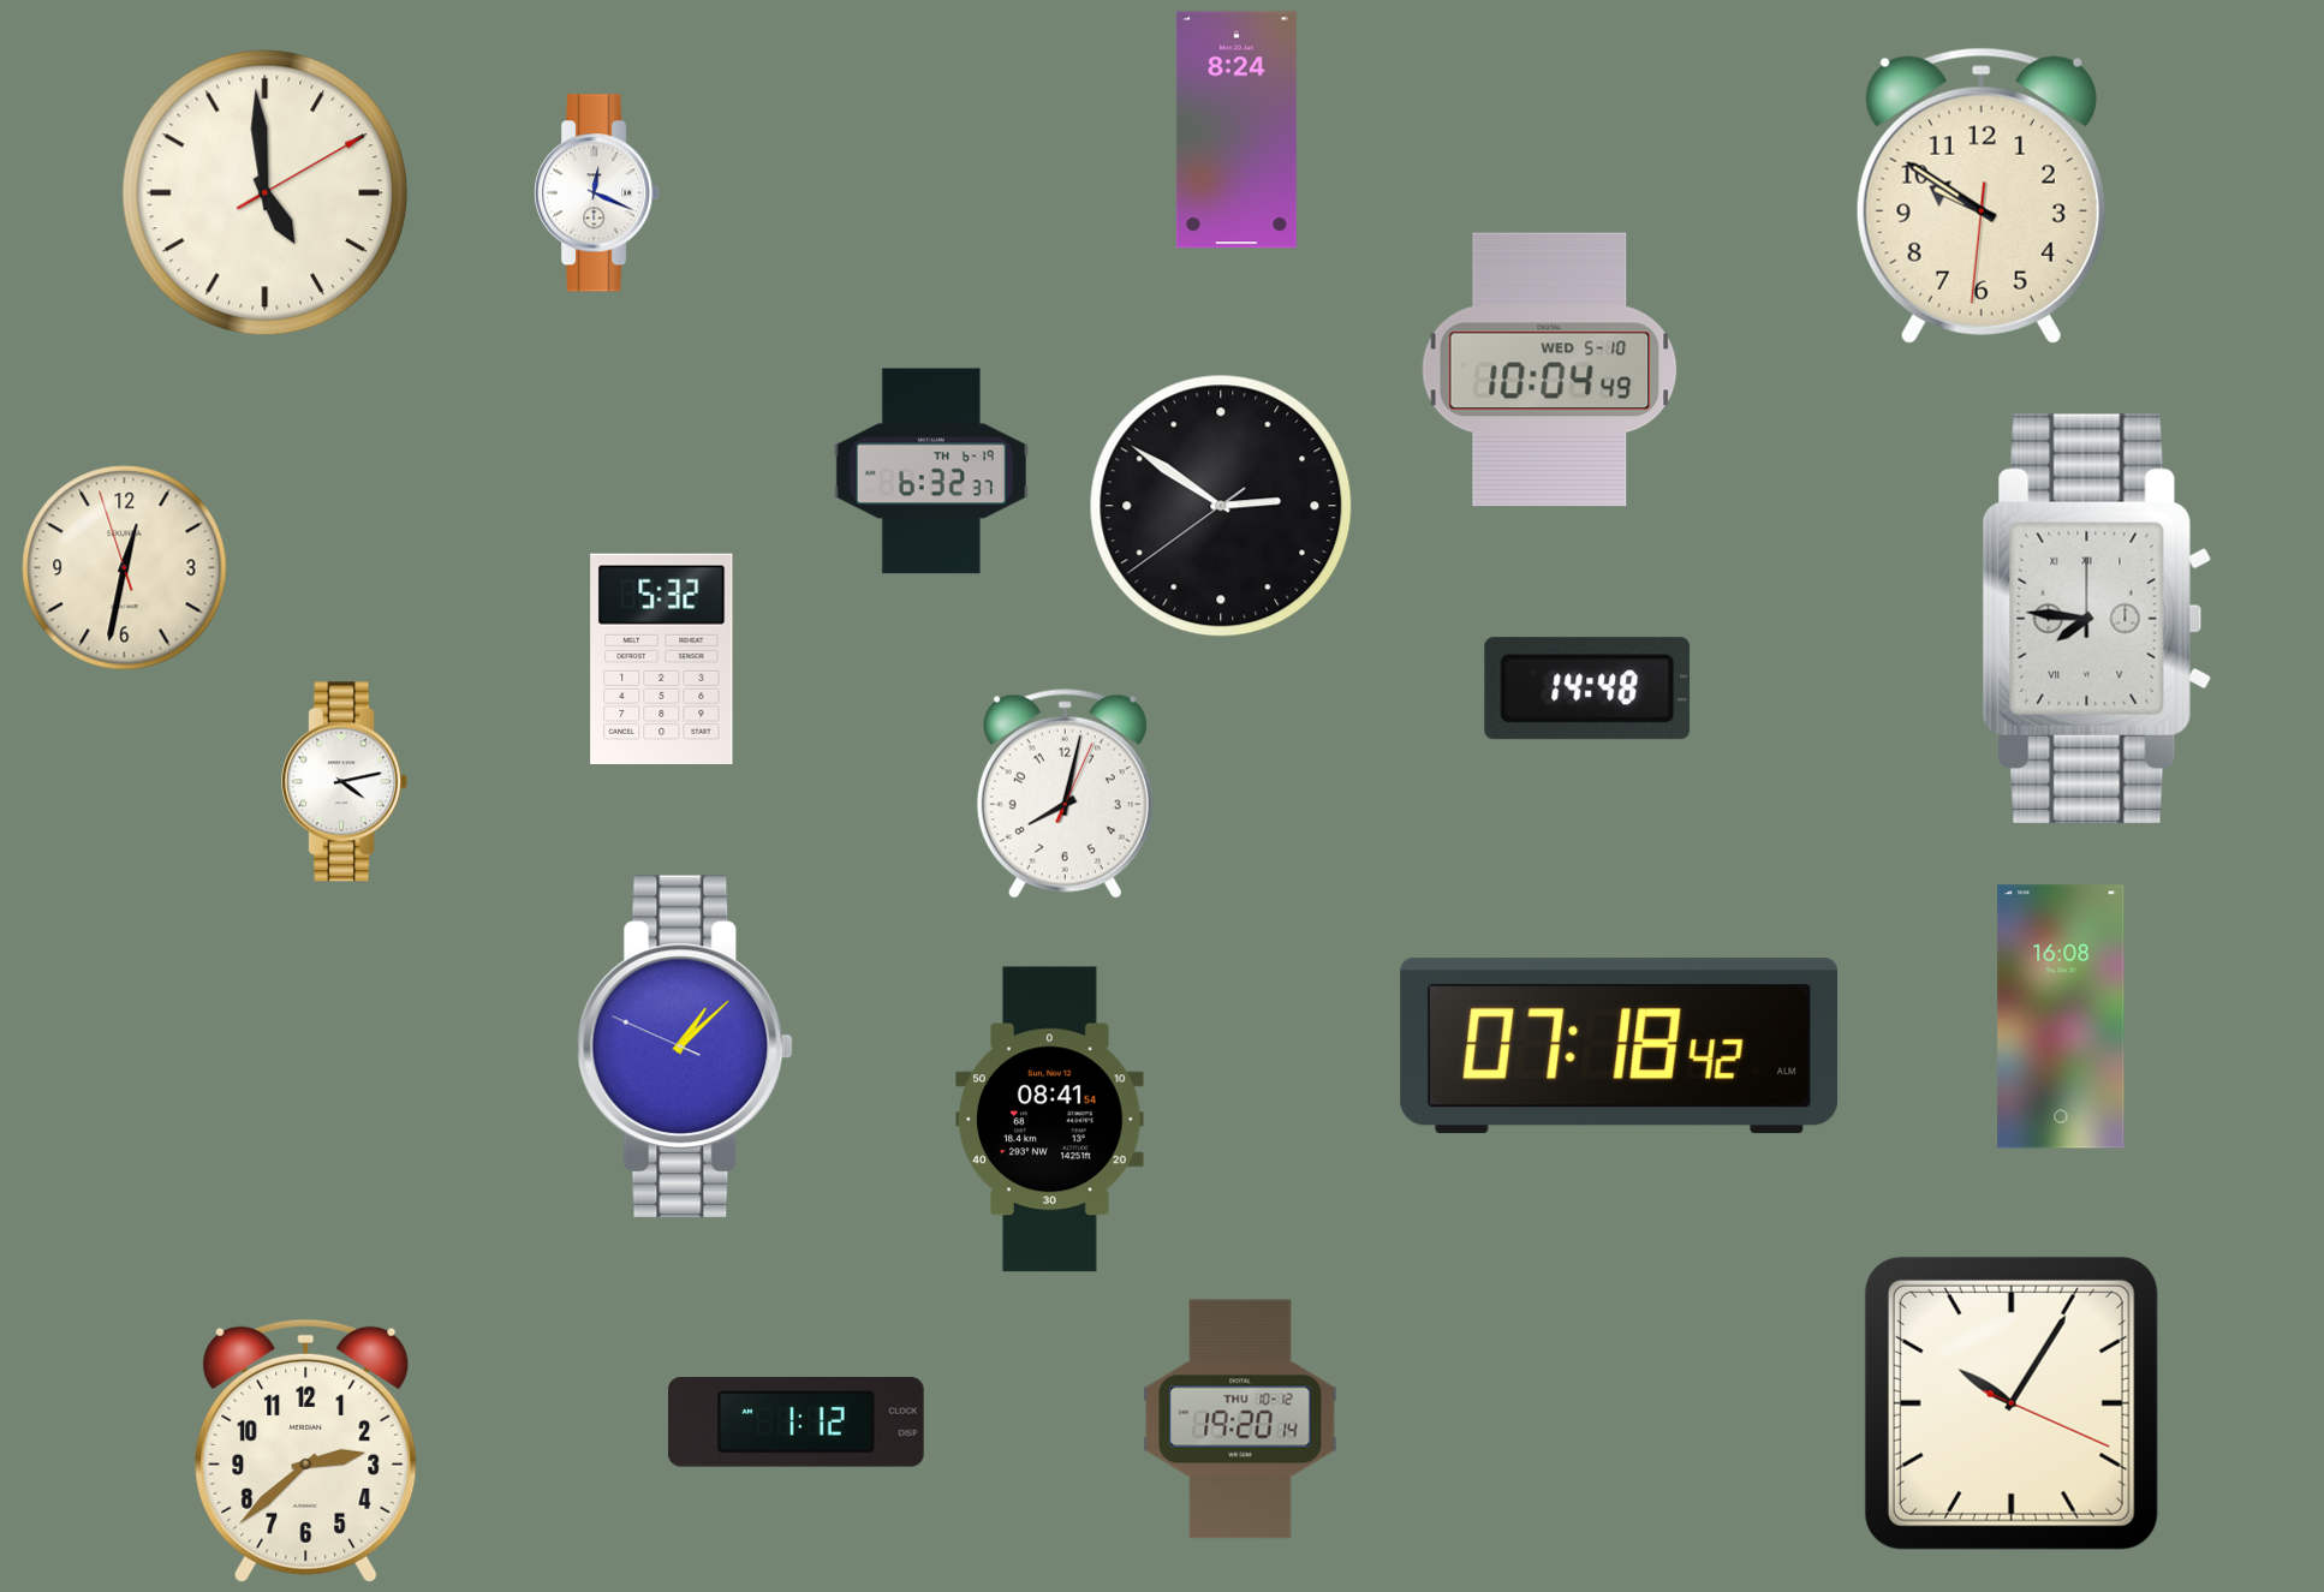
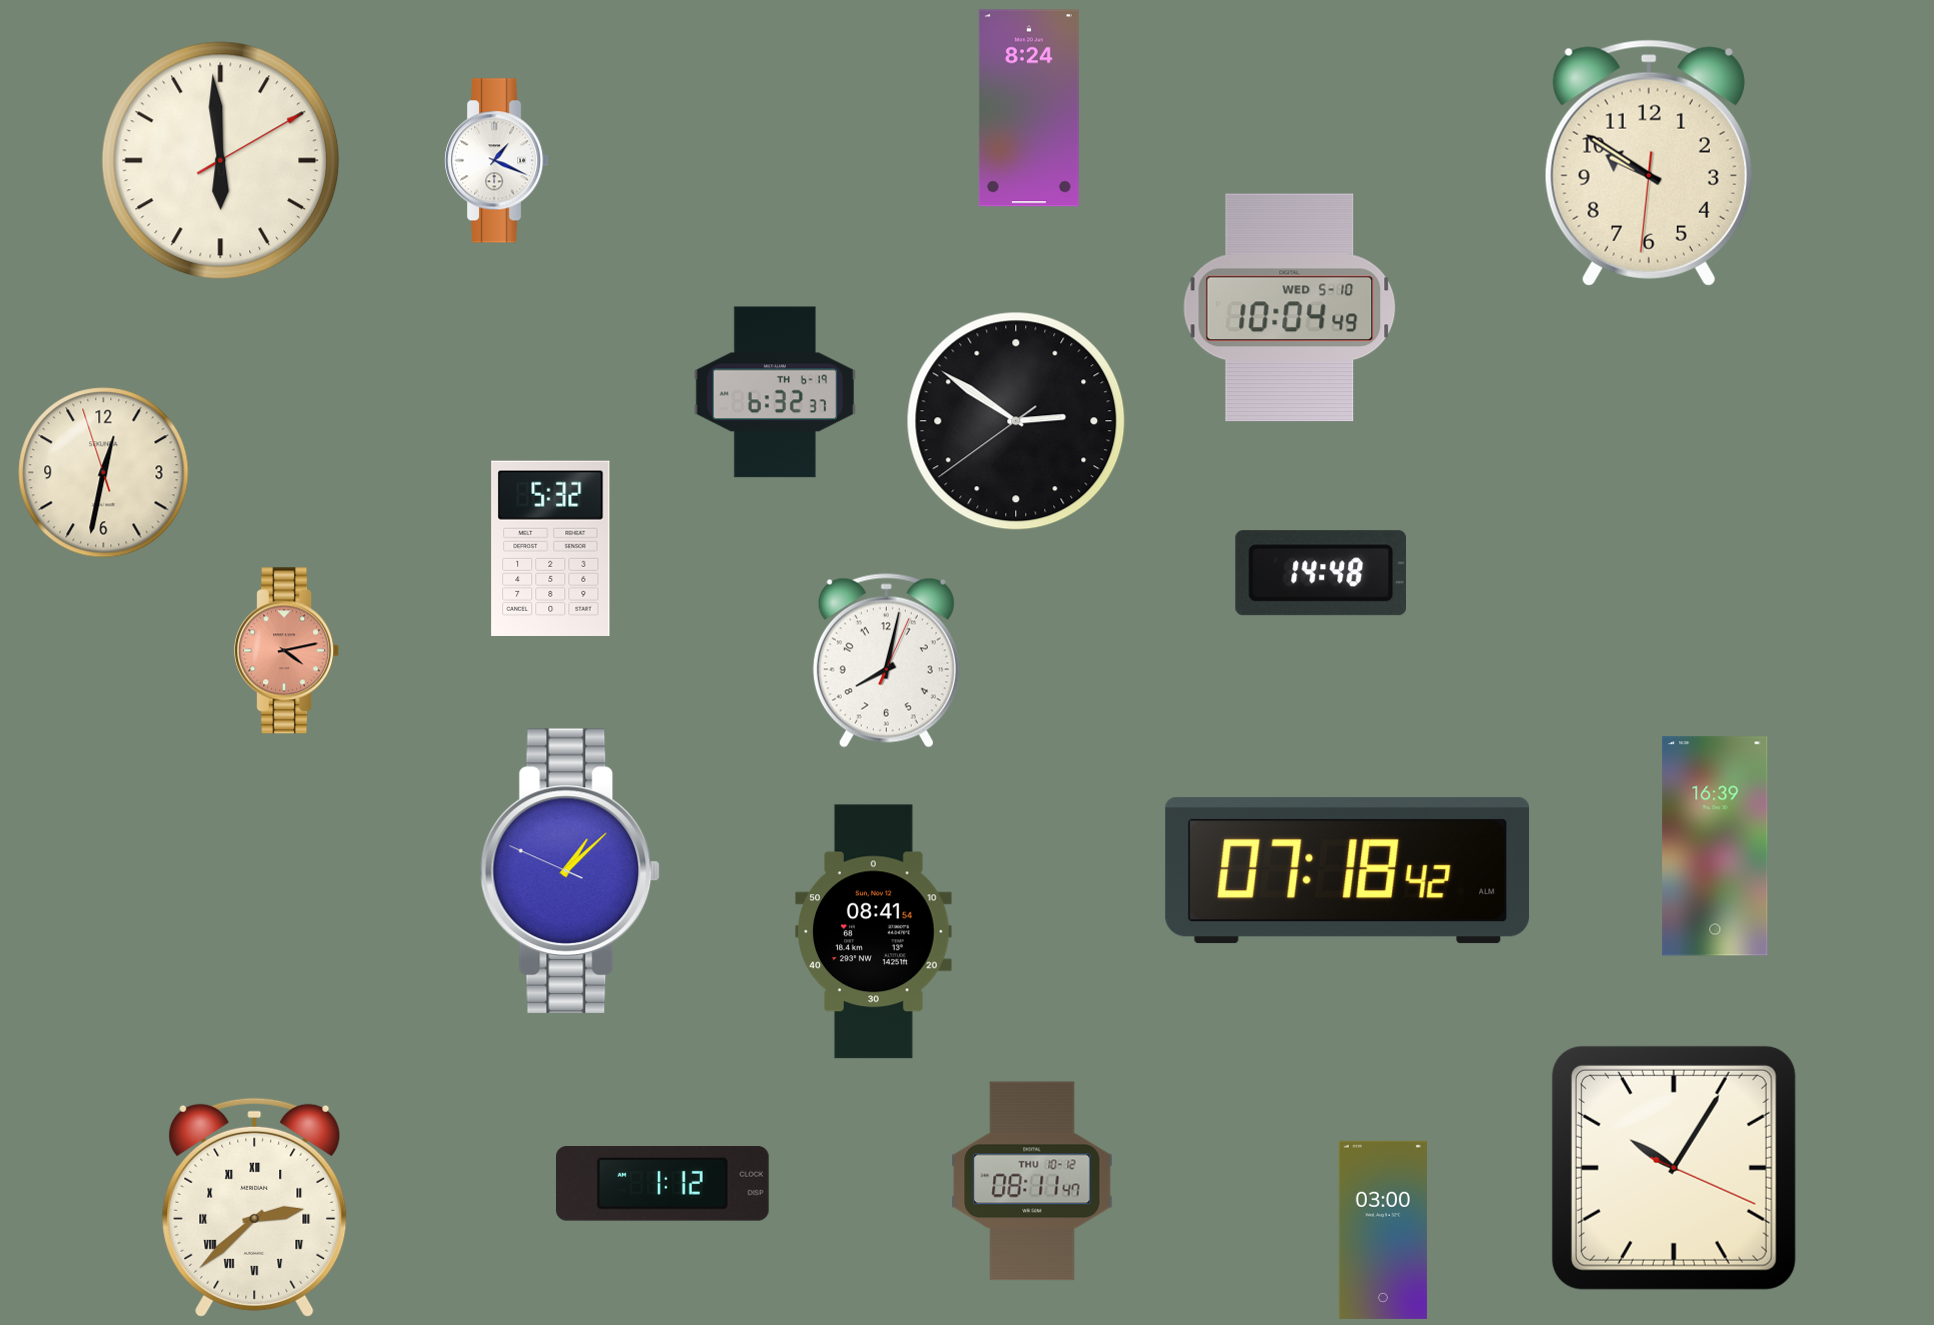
clock at (266, 193): 4:59 -> 5:59
clock at (597, 193): 12:19 -> 1:19
clock at (2097, 619): 7:46 -> none
clock at (345, 782) dial: white -> salmon
clock at (2061, 1016): 16:08 -> 16:39
clock at (1240, 1419): 19:20 -> 08:11
clock at (306, 1450) numerals: Arabic -> Roman
clock at (1383, 1230): none -> 03:00
